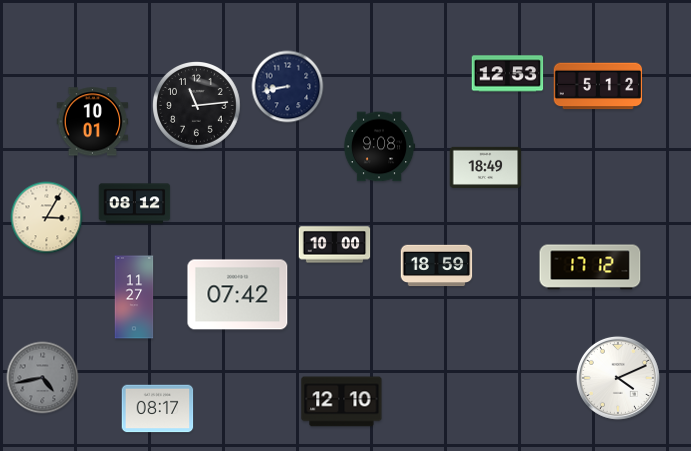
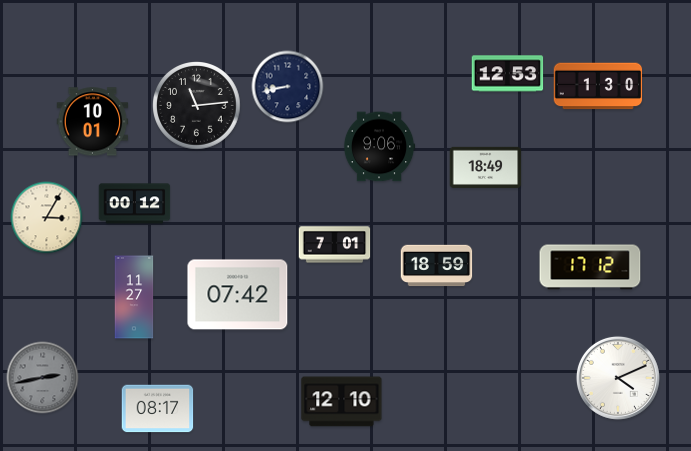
clock at (598, 86): 5:12 -> 1:30
clock at (379, 147): 9:08 -> 9:06
clock at (135, 204): 08:12 -> 00:12
clock at (335, 245): 10:00 -> 7:01
clock at (43, 378): 4:43 -> 2:43
